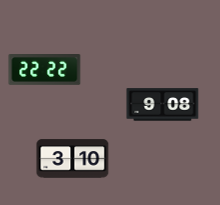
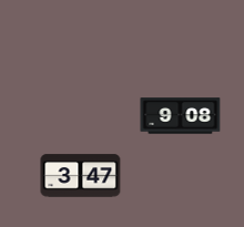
clock at (45, 70): 22:22 -> none
clock at (73, 159): 3:10 -> 3:47
